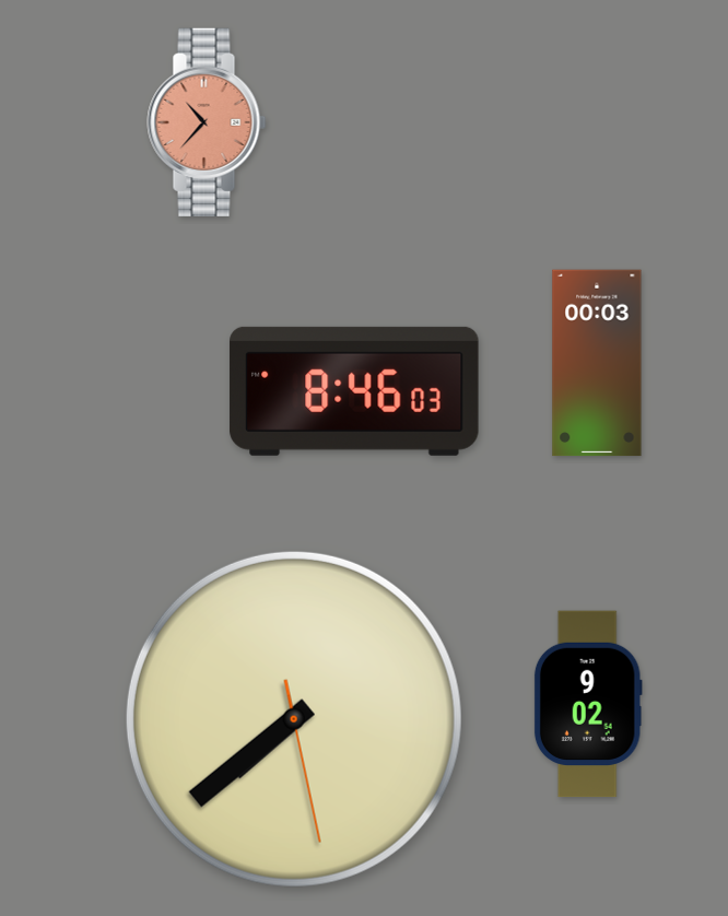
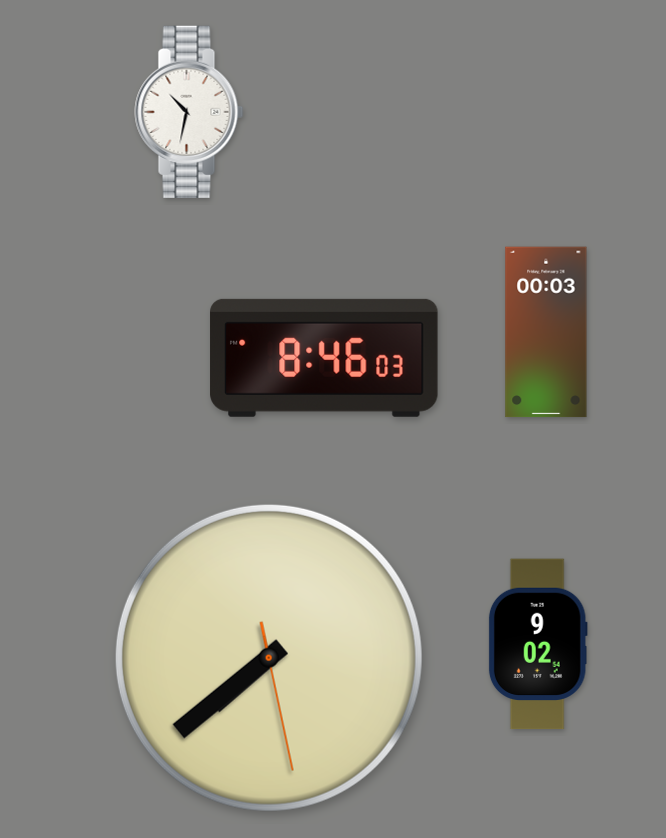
clock at (207, 122): 10:37 -> 10:32
clock at (207, 122) dial: salmon -> white
